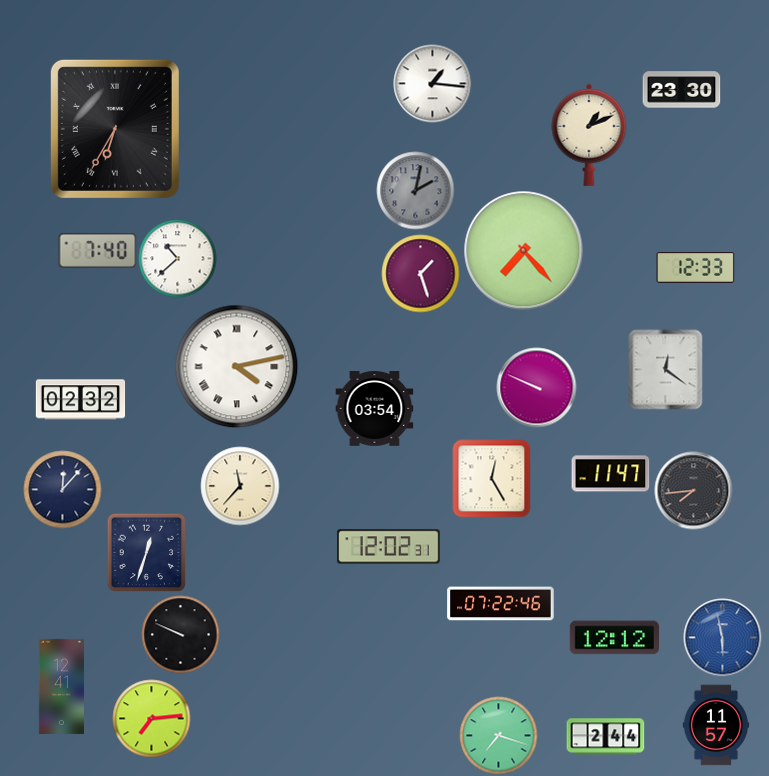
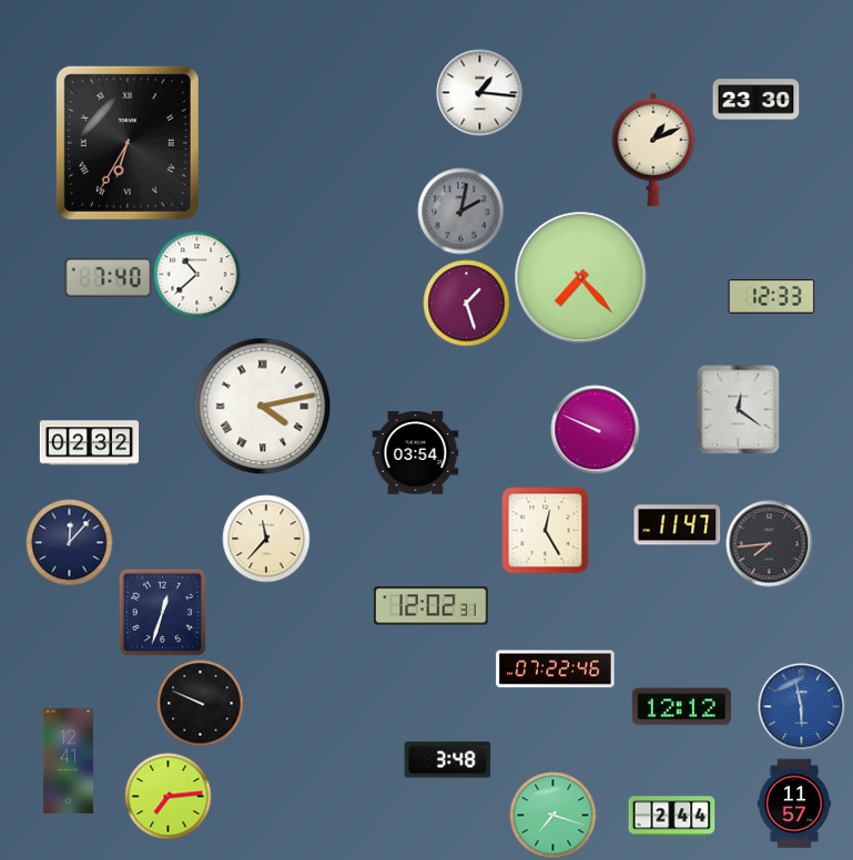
clock at (177, 258) position: (177, 258) -> (196, 274)
clock at (447, 760): none -> 3:48
